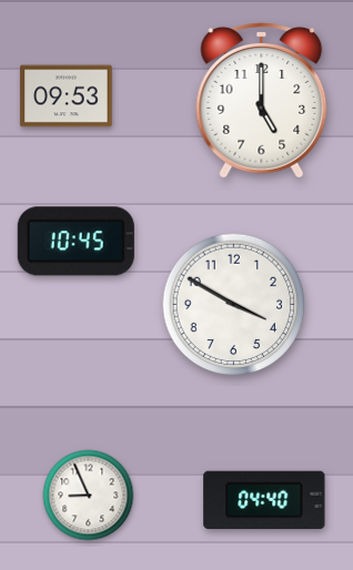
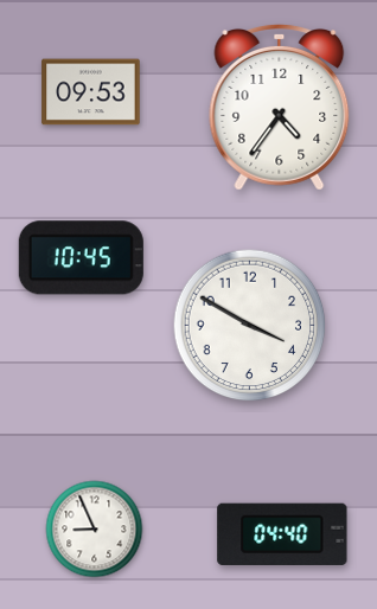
clock at (67, 96) position: (67, 96) -> (91, 92)
clock at (262, 100): 5:00 -> 4:36
